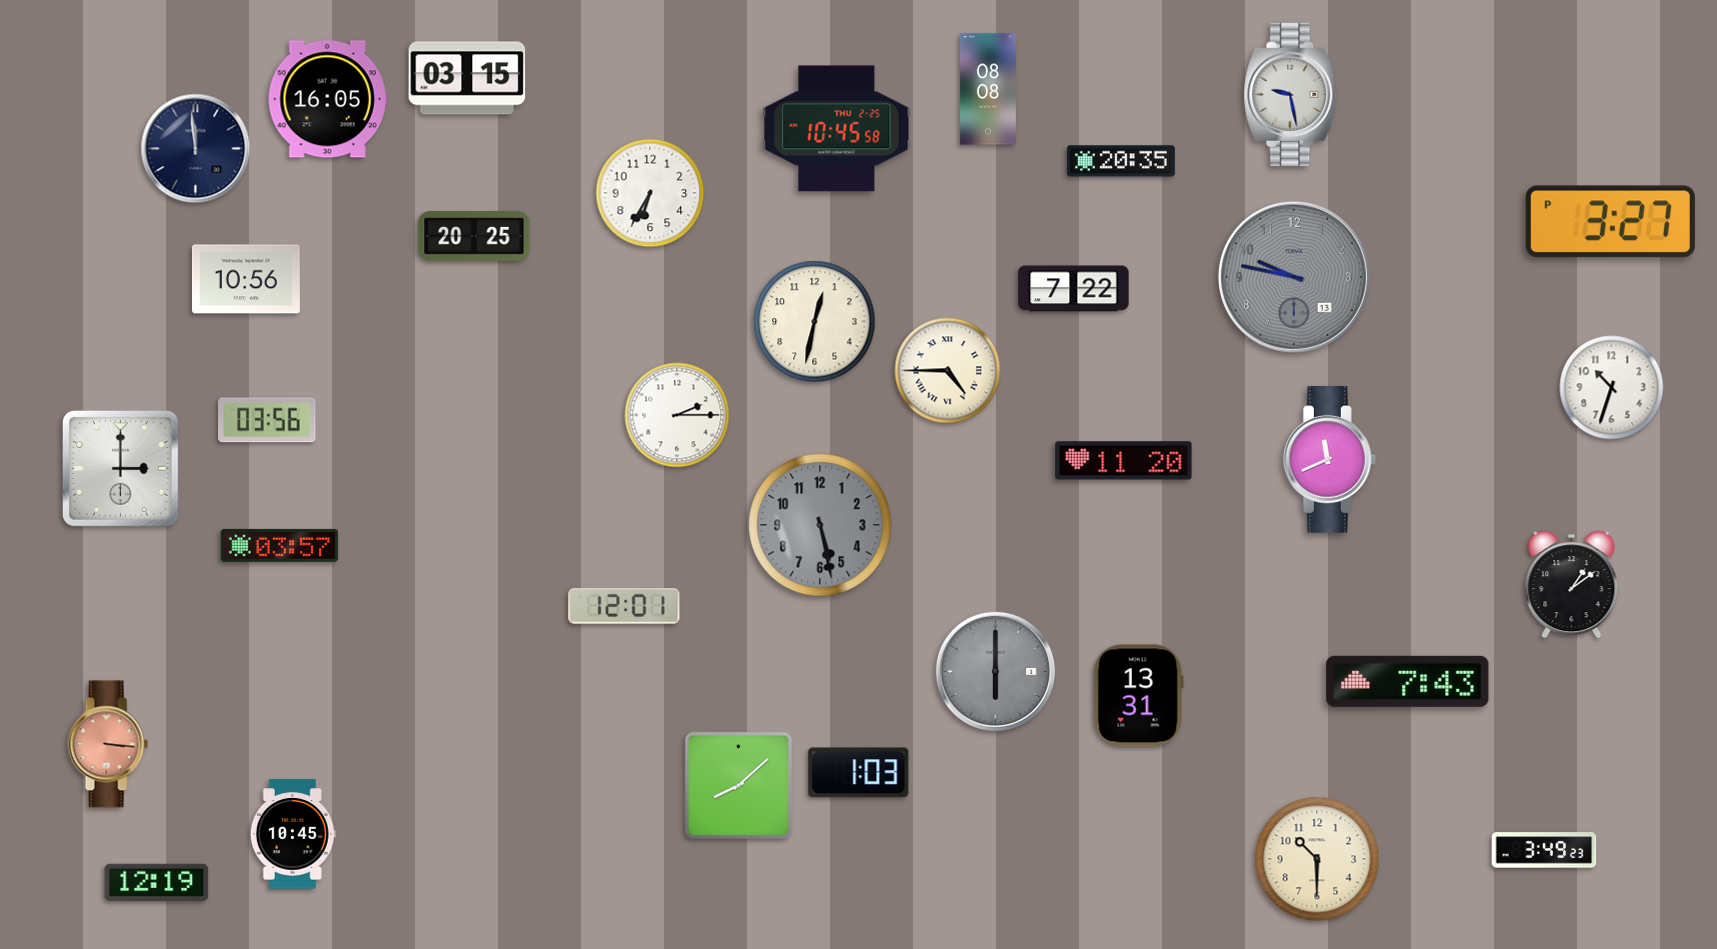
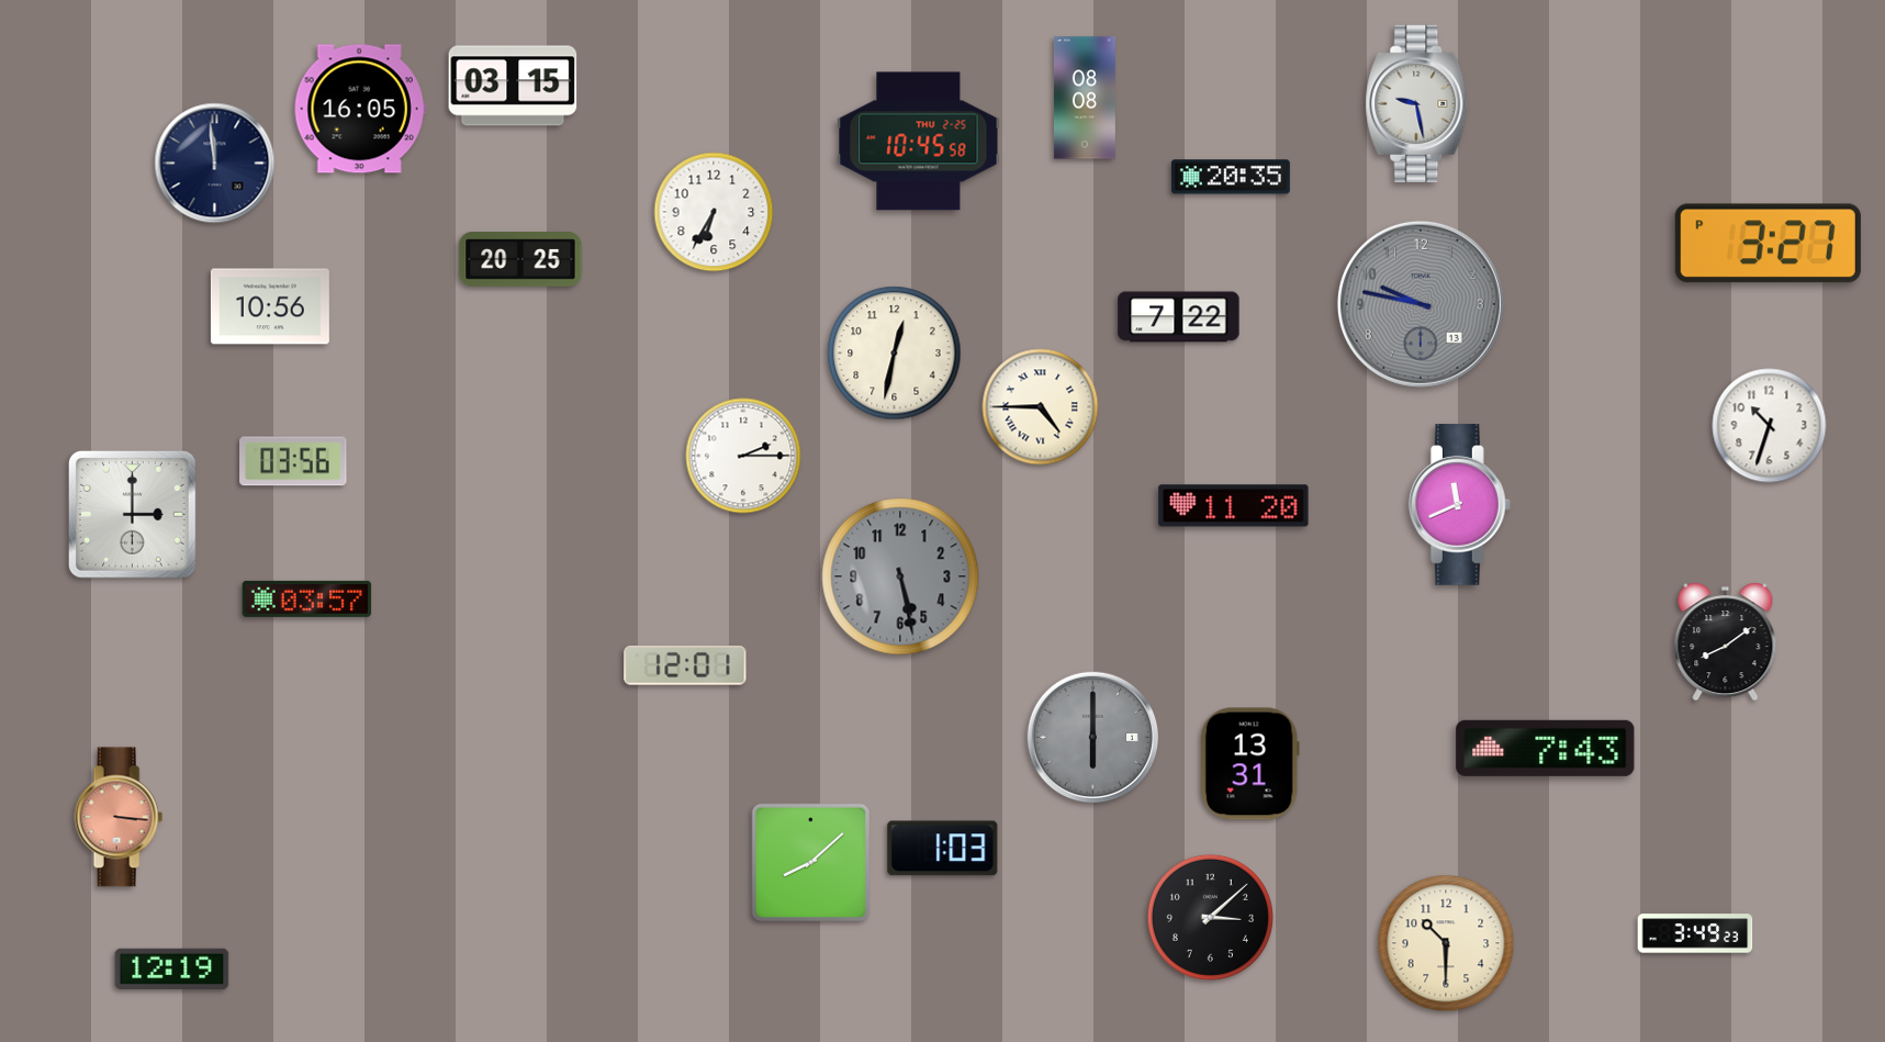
clock at (1572, 585): 1:09 -> 8:09
clock at (293, 834): 10:45 -> none
clock at (1210, 917): none -> 3:08
